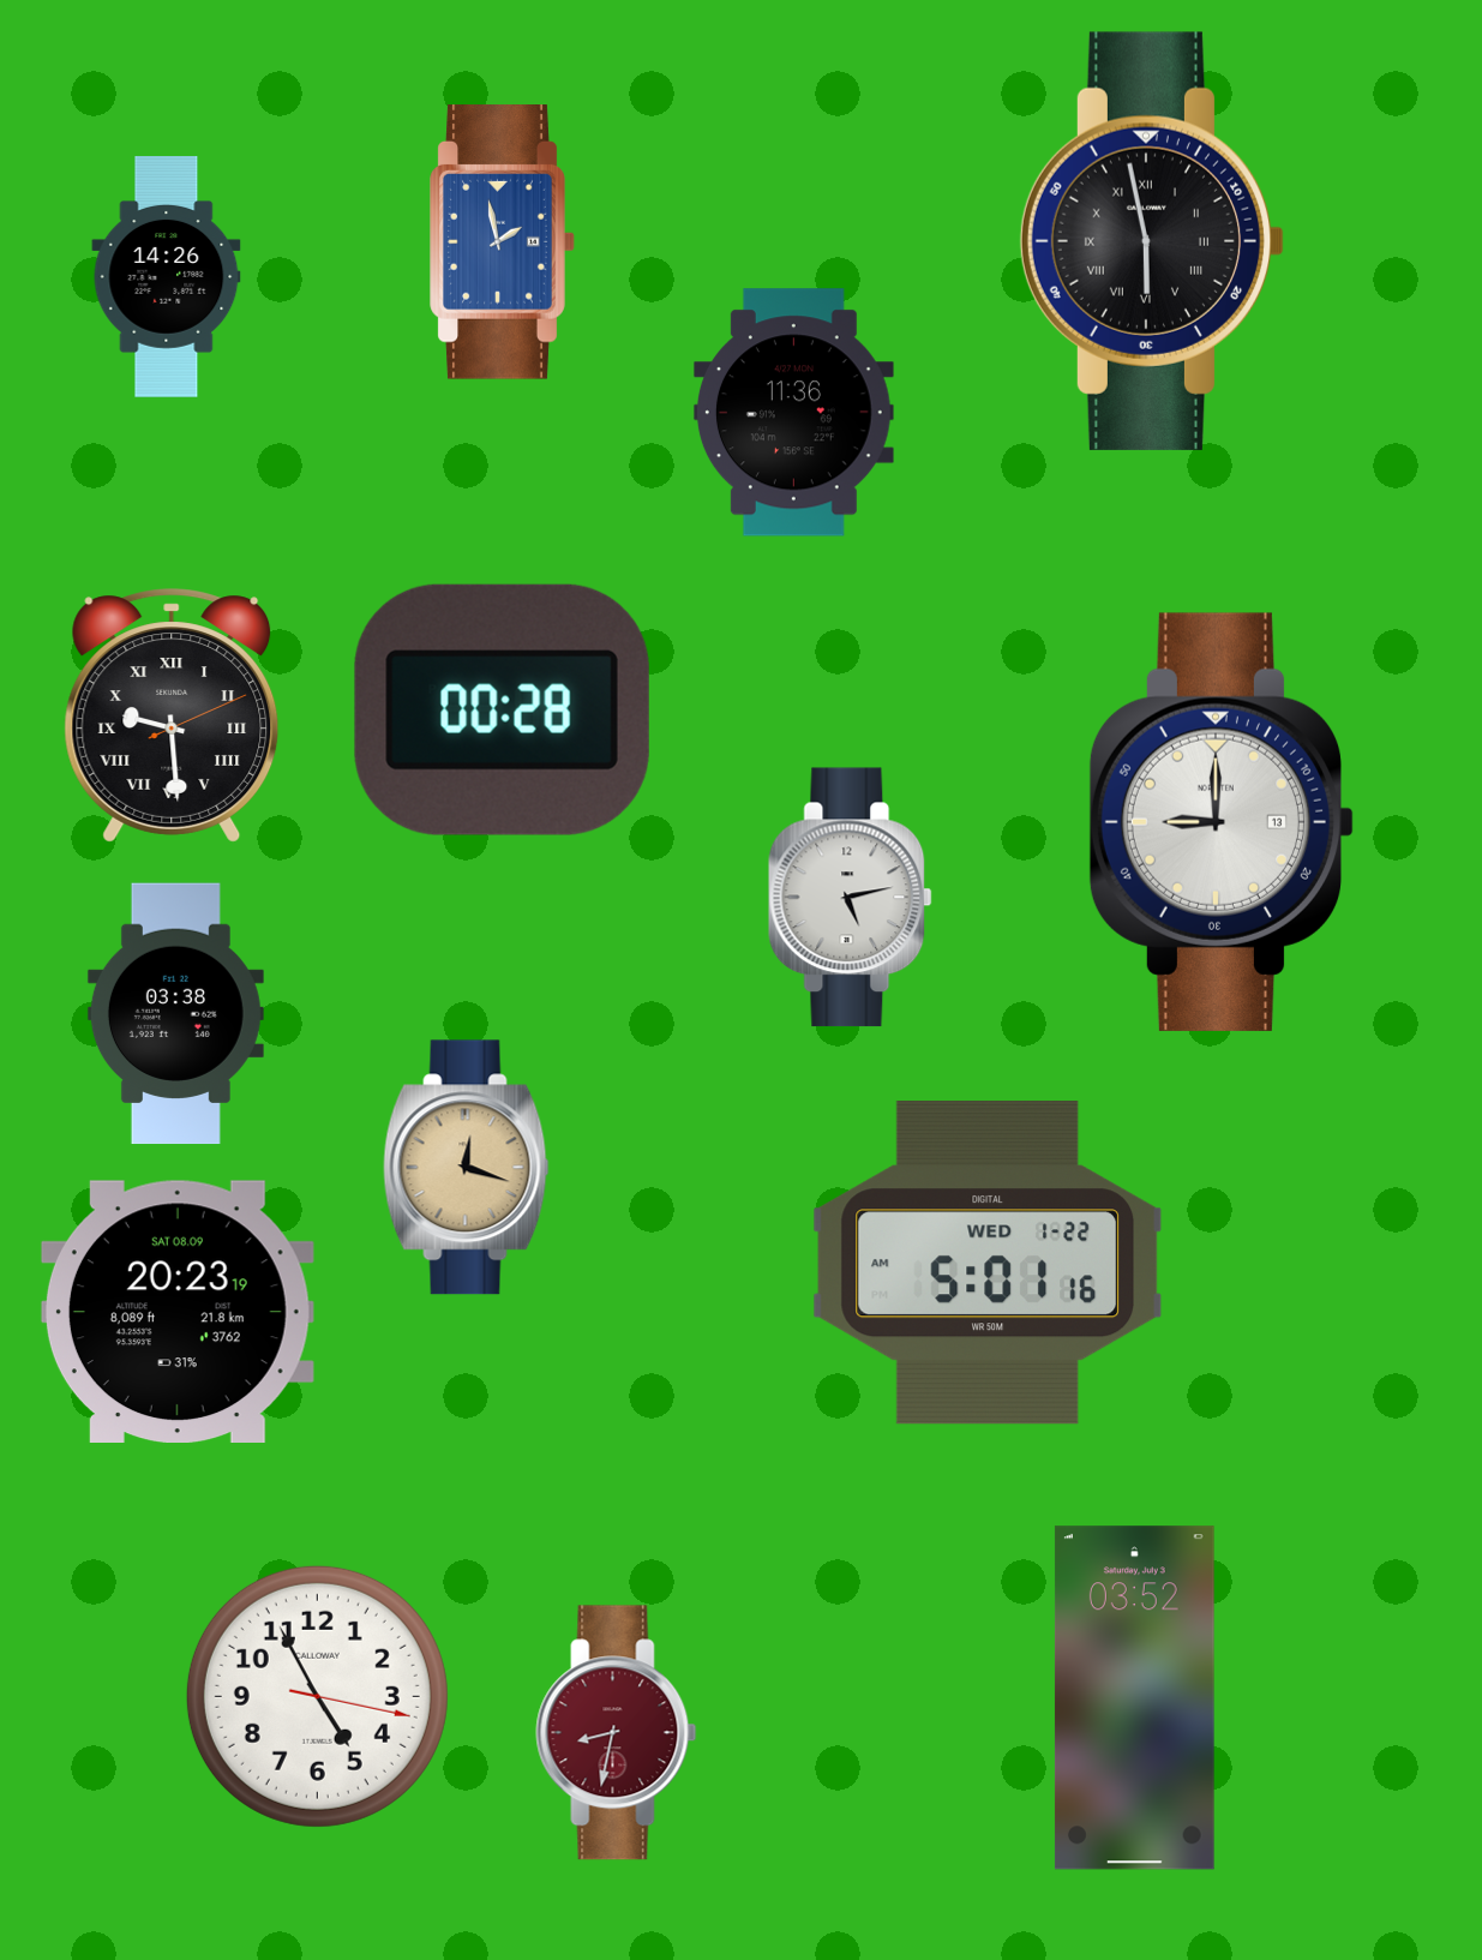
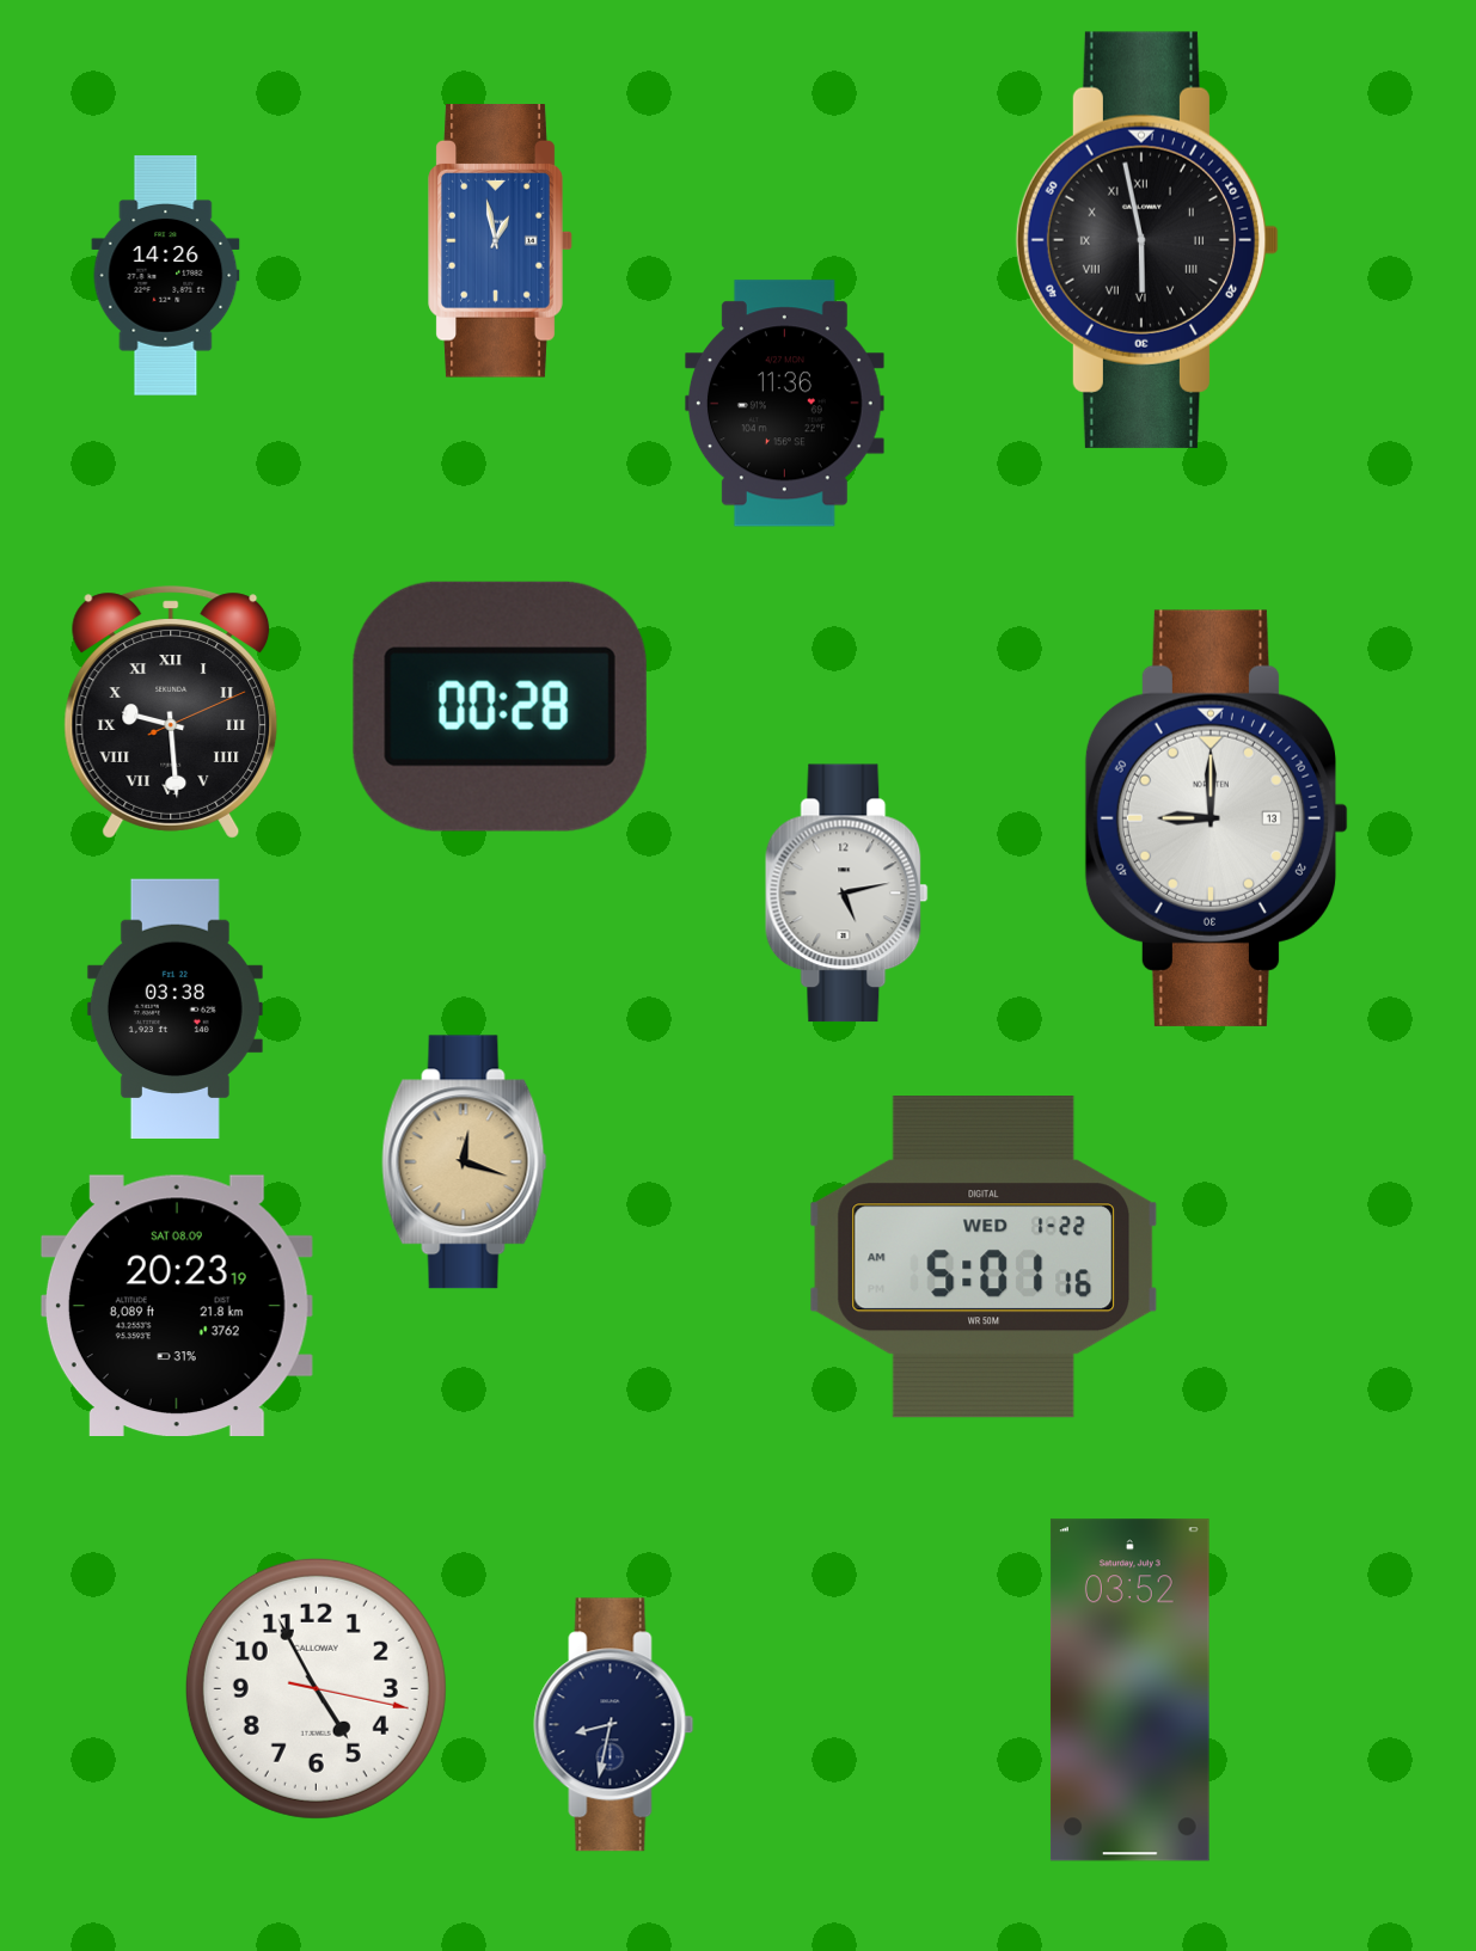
clock at (503, 242): 1:58 -> 12:58
clock at (793, 413) position: (793, 413) -> (784, 404)
clock at (617, 1733) dial: burgundy -> navy
